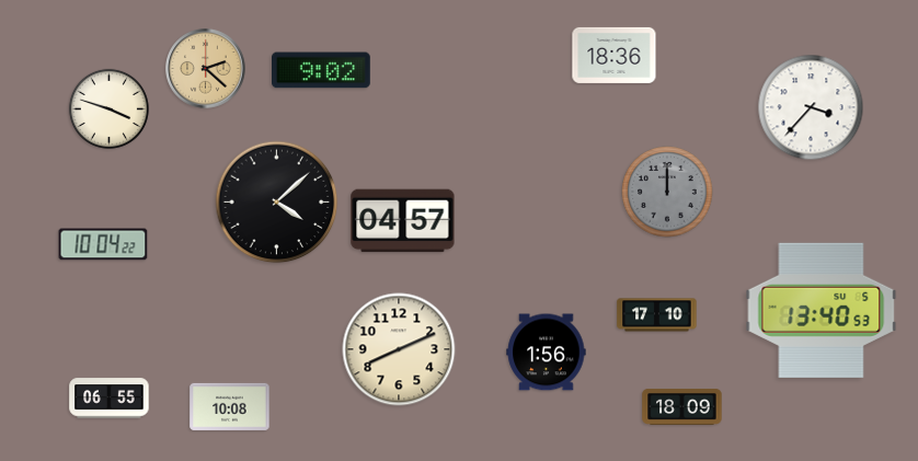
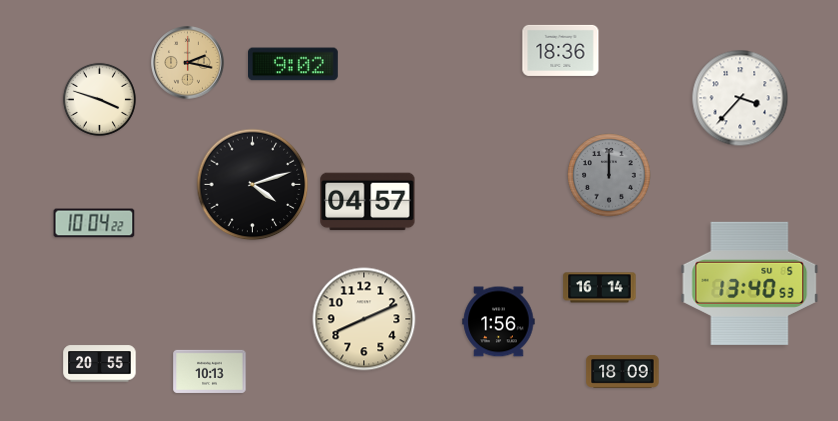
clock at (206, 69): 2:22 -> 2:17
clock at (277, 203): 4:08 -> 4:12
clock at (657, 315): 17:10 -> 16:14
clock at (110, 399): 06:55 -> 20:55
clock at (230, 406): 10:08 -> 10:13
